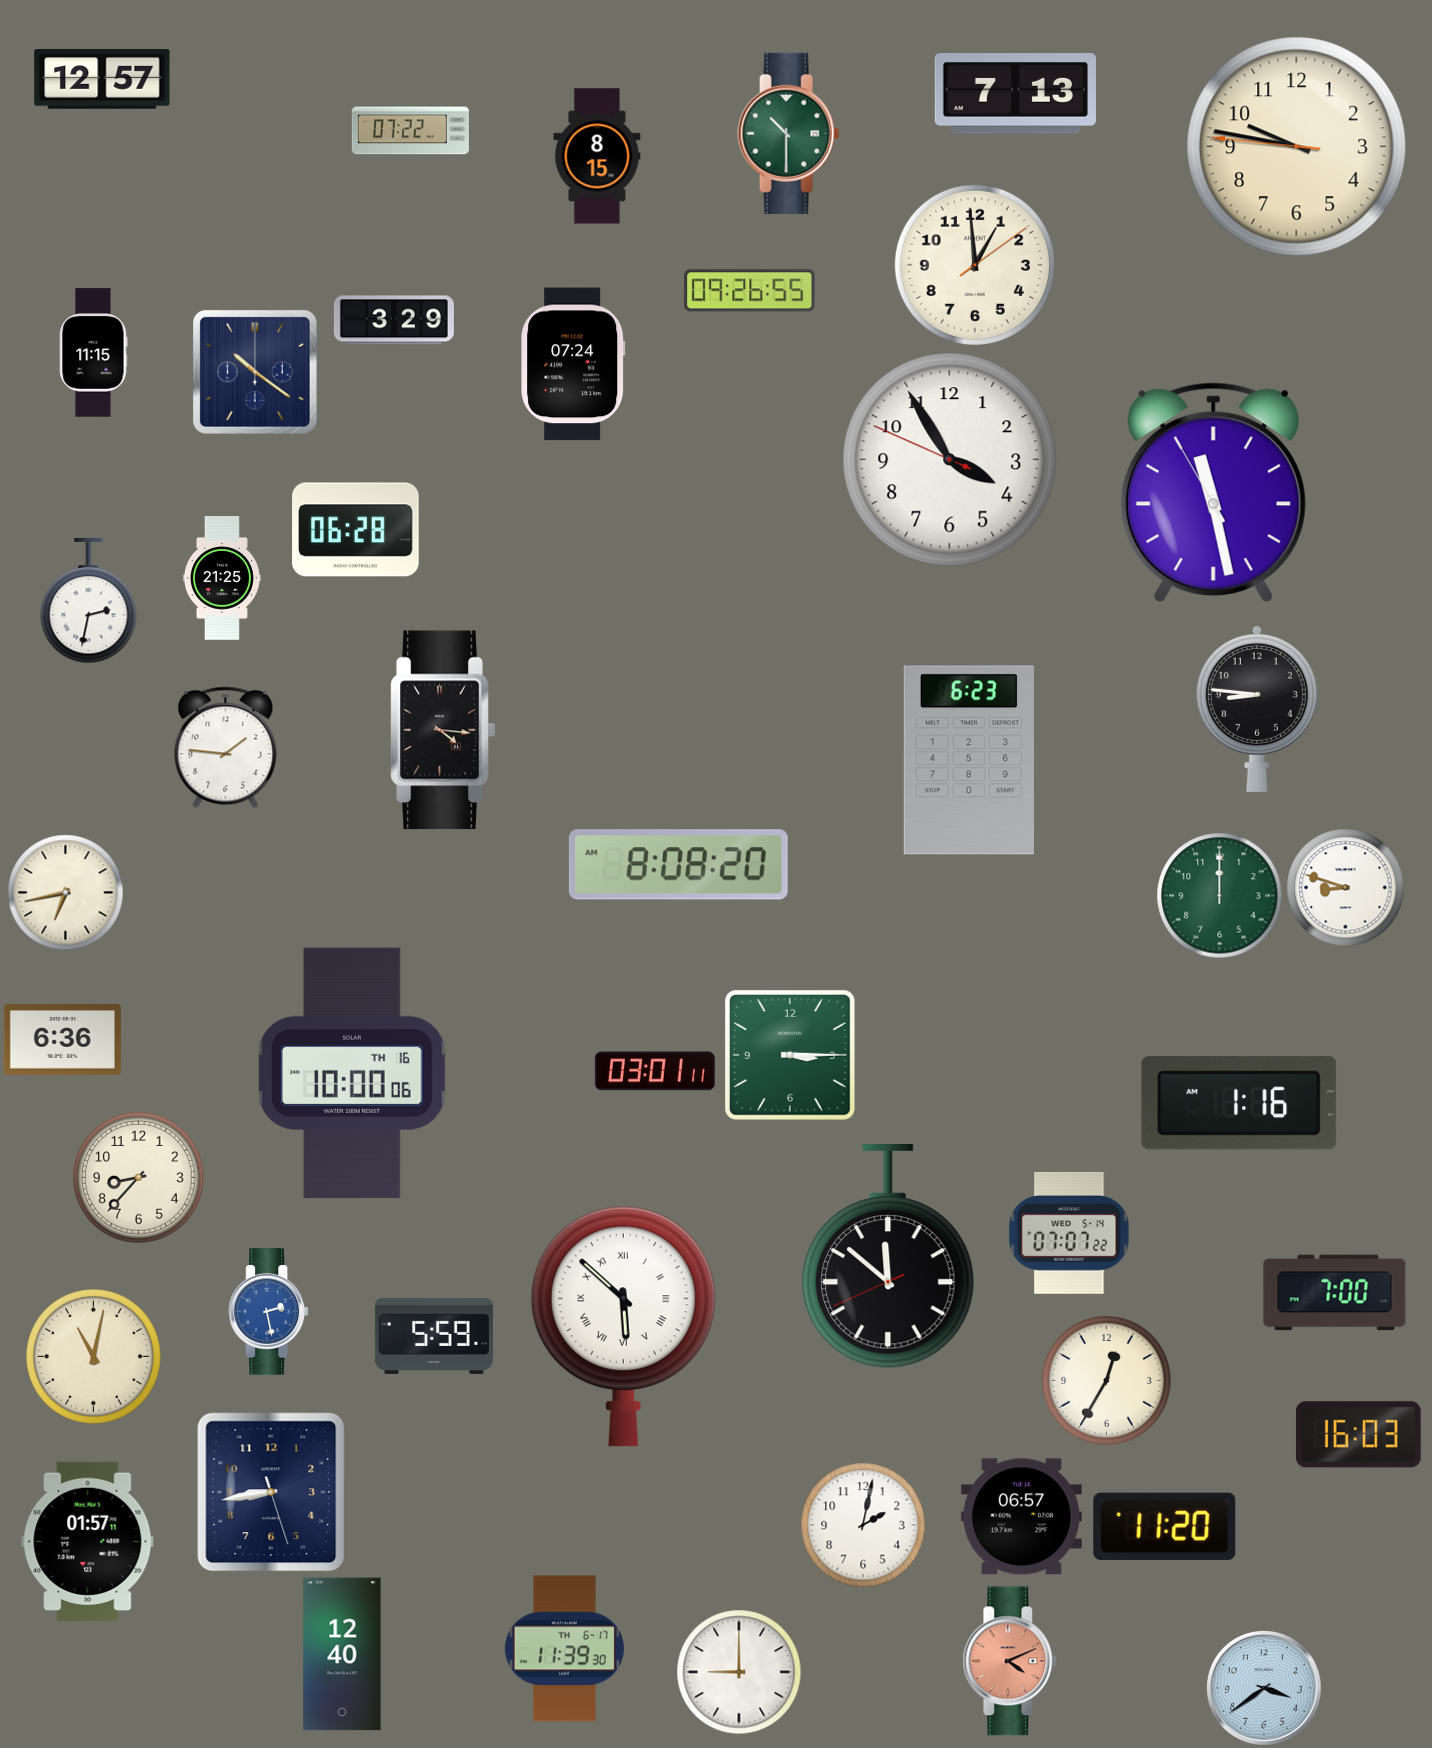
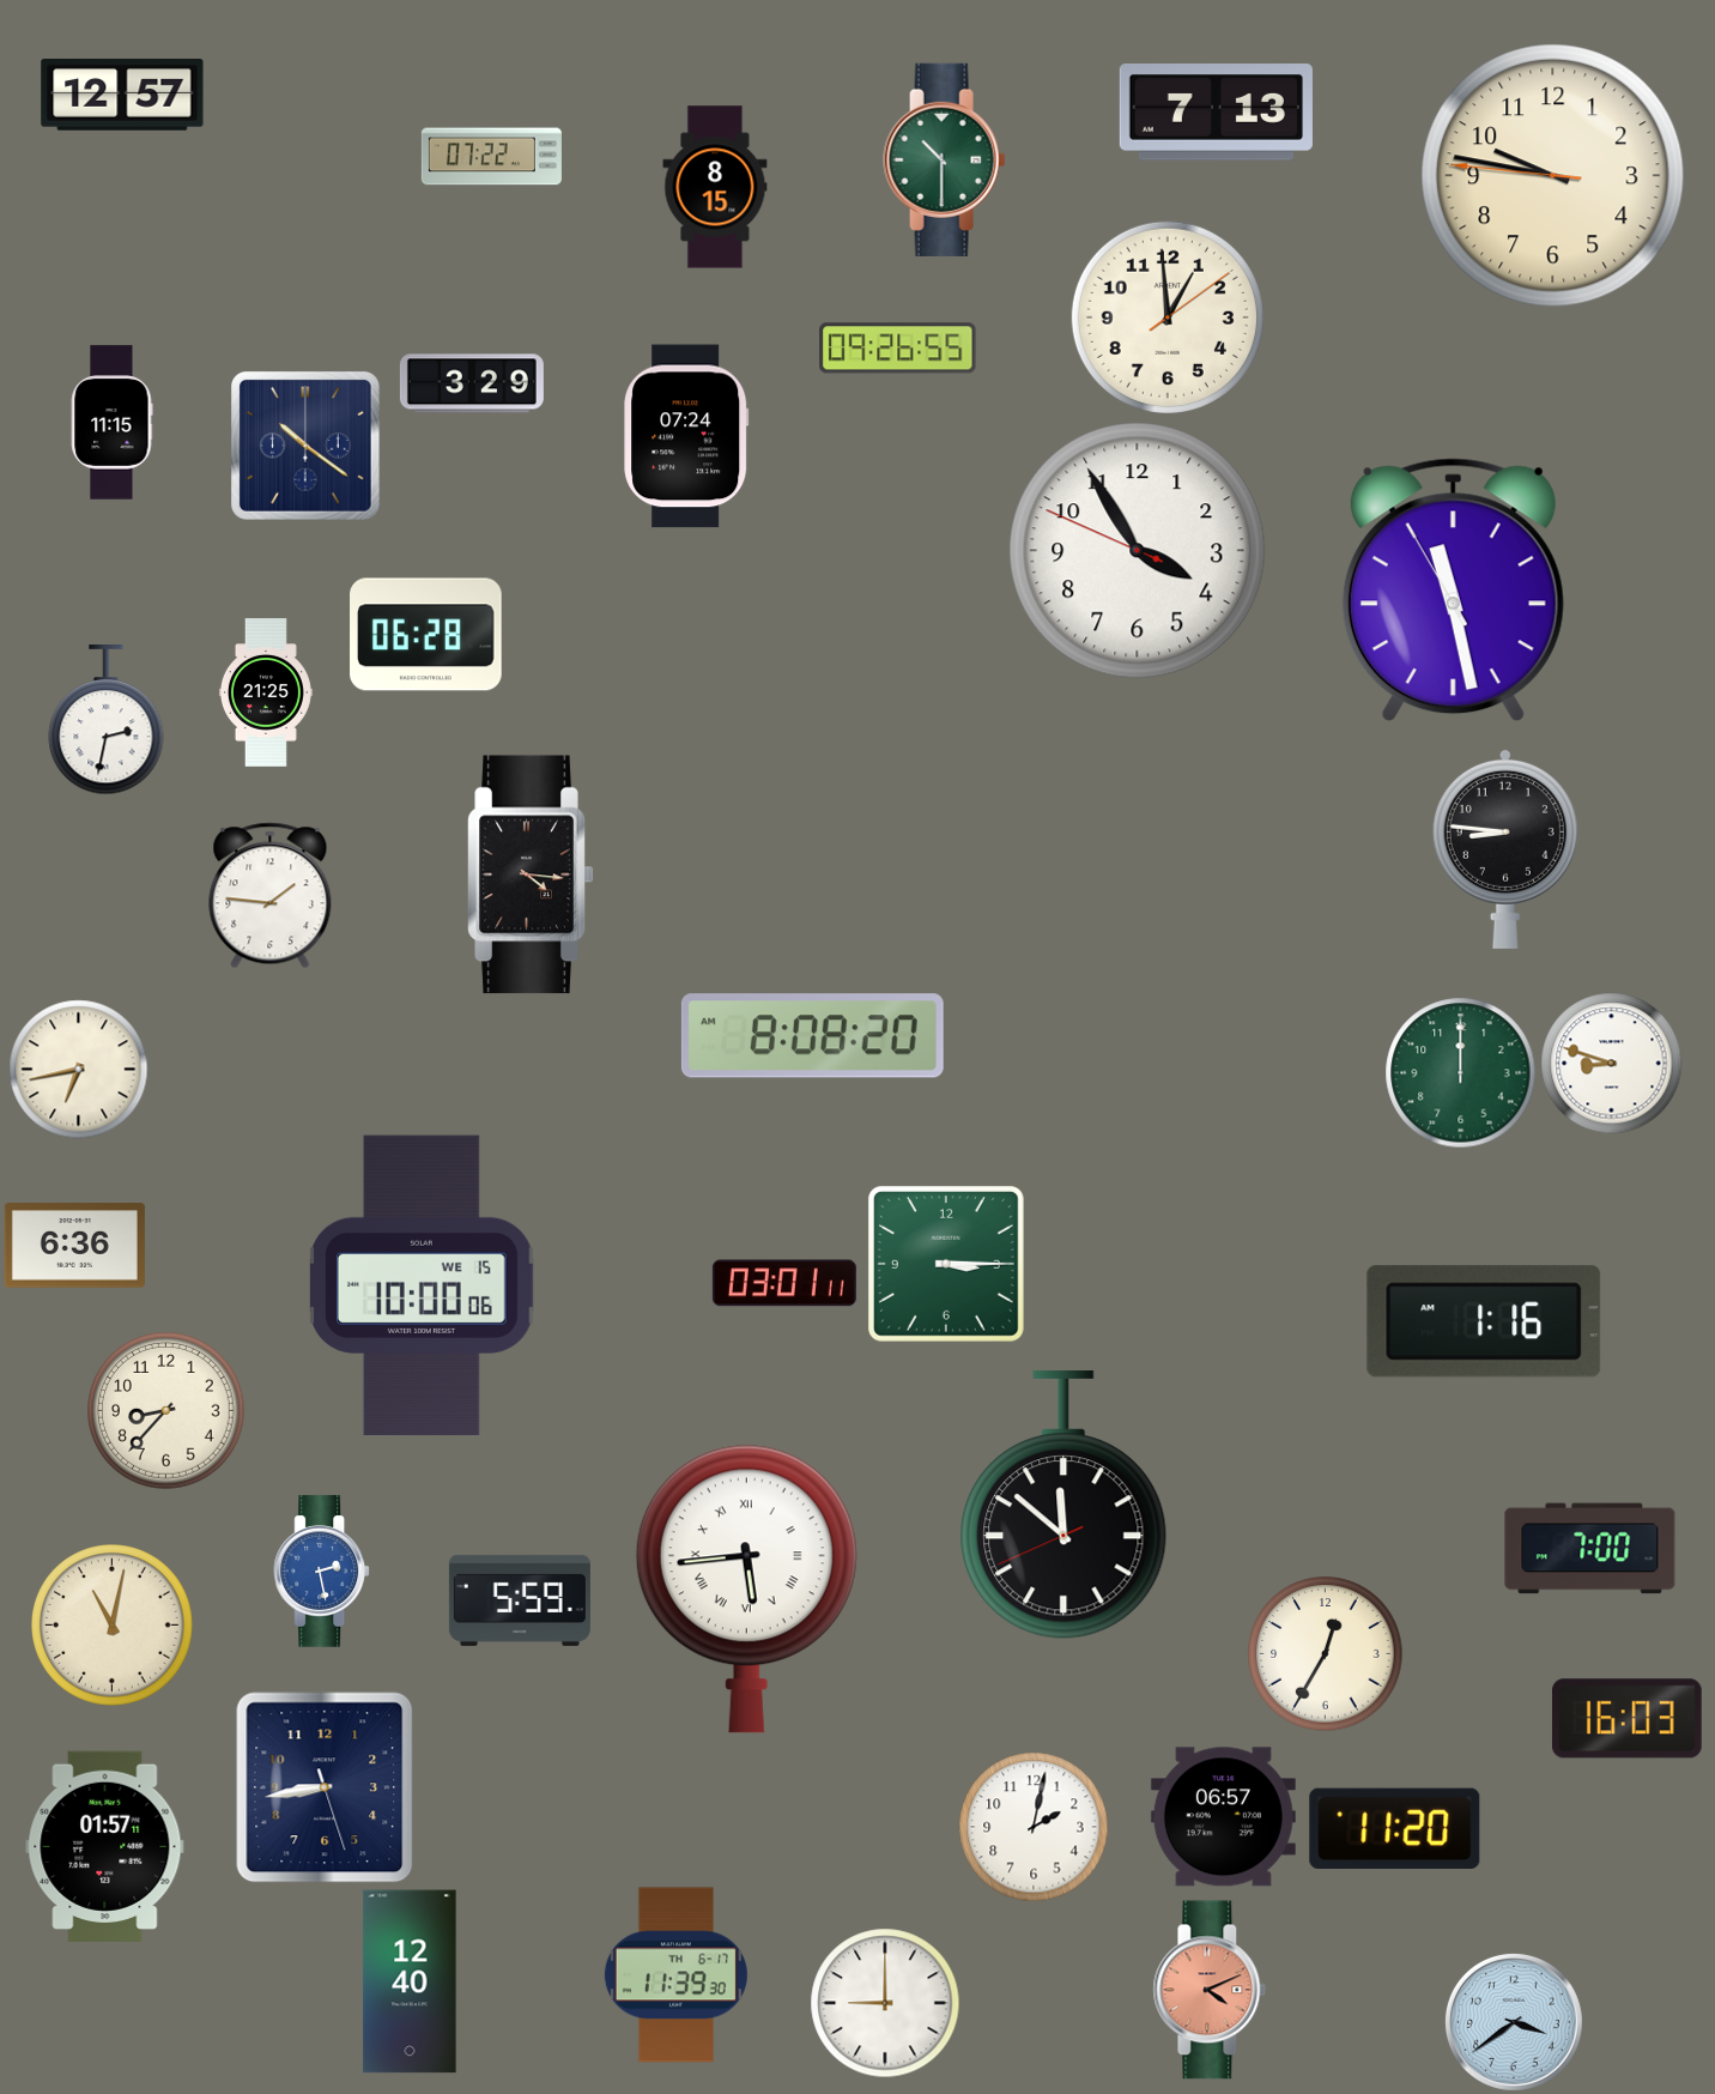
clock at (969, 760): 6:23 -> none
clock at (353, 1073) date: TH 16 -> WE 15
clock at (1069, 1233): 07:07 -> none
clock at (1335, 1293) position: (1335, 1293) -> (1590, 1549)
clock at (623, 1326): 5:52 -> 5:44
